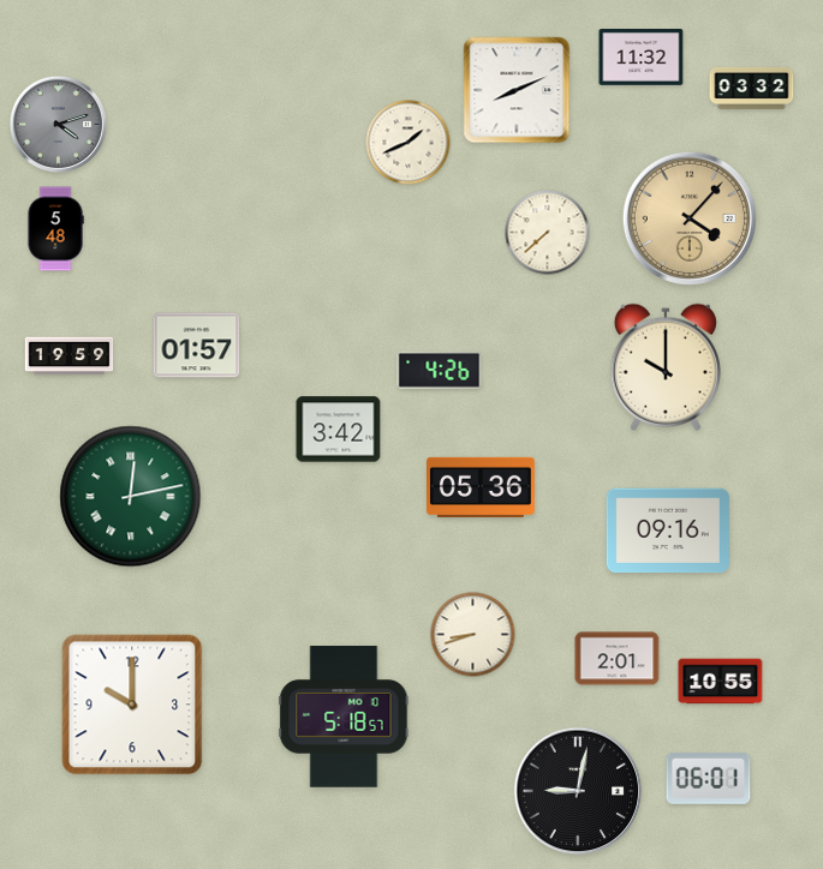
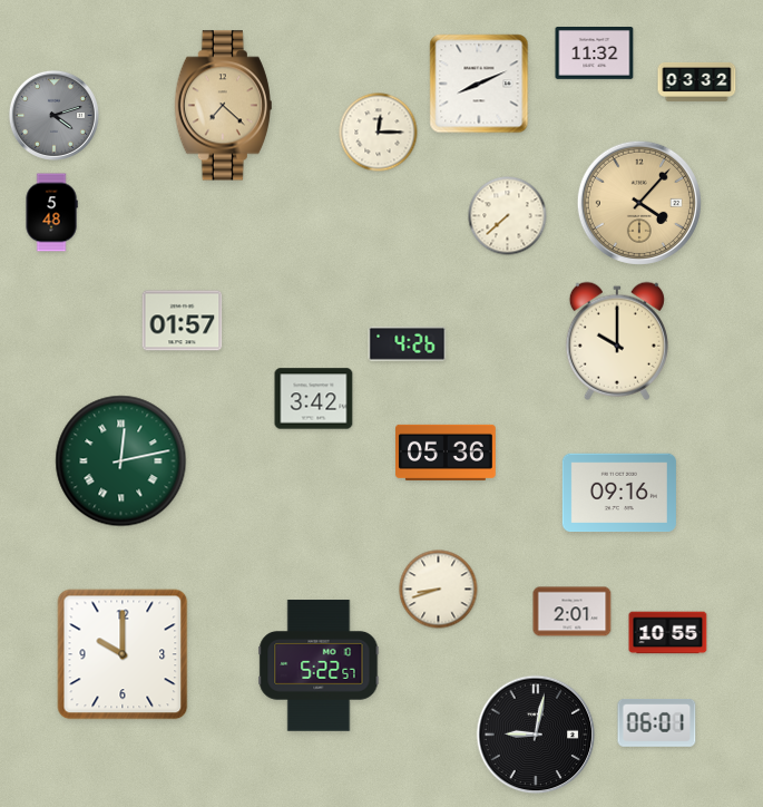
clock at (223, 106): none -> 7:22
clock at (408, 143): 1:41 -> 12:15
clock at (70, 356): 19:59 -> none
clock at (344, 717): 5:18 -> 5:22
